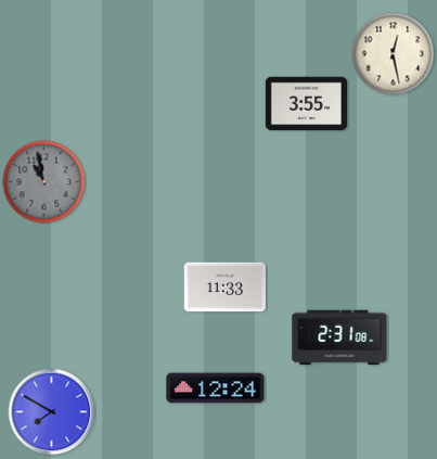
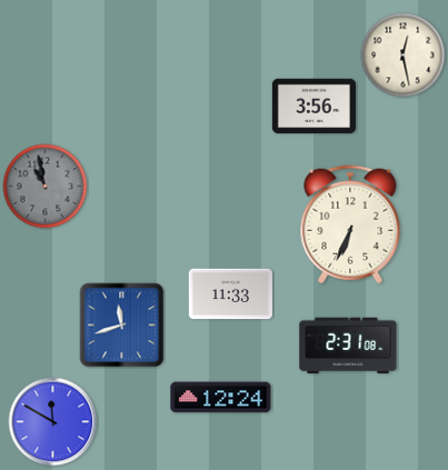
clock at (306, 104): 3:55 -> 3:56
clock at (350, 224): none -> 6:34
clock at (122, 326): none -> 11:42
clock at (52, 412): 7:50 -> 11:50
